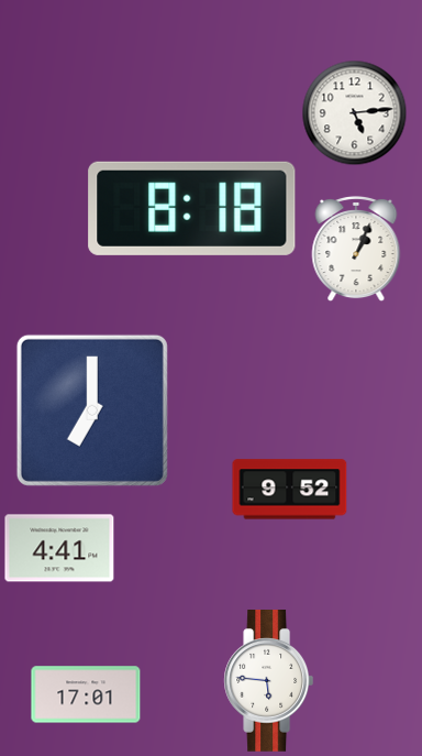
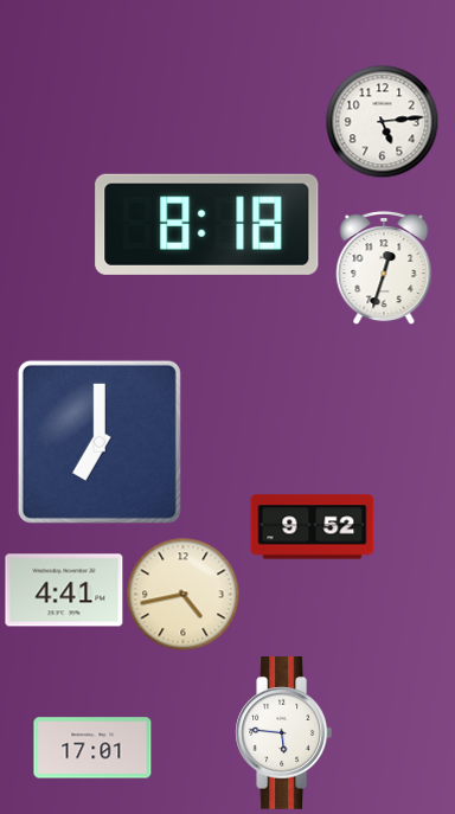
clock at (356, 249): 1:04 -> 12:33
clock at (182, 594): none -> 4:43
clock at (269, 681) position: (269, 681) -> (284, 733)
